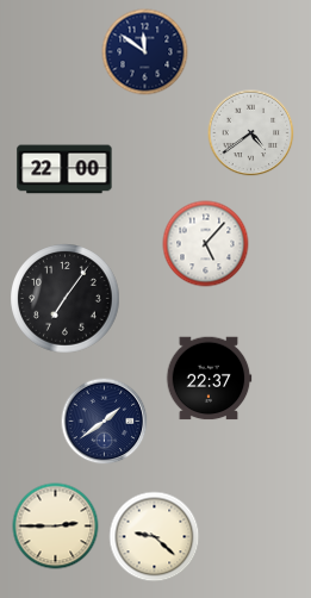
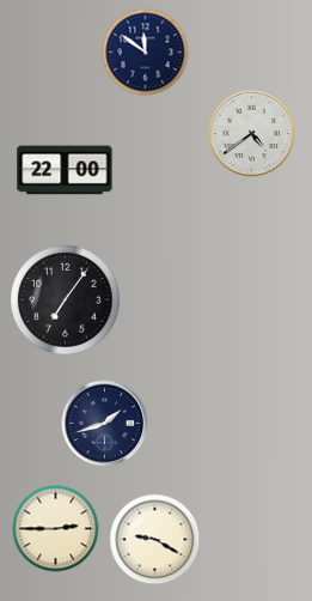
clock at (206, 244): 5:07 -> none
clock at (209, 379): 22:37 -> none
clock at (105, 422): 1:39 -> 1:42
clock at (155, 537): 9:22 -> 9:20
